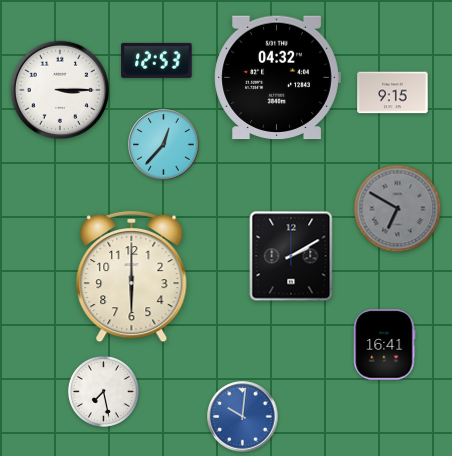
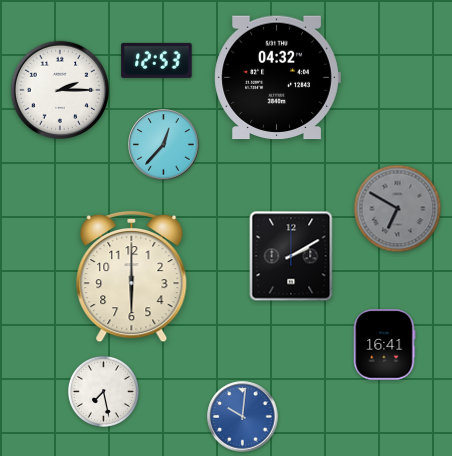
clock at (59, 89): 3:15 -> 2:15
clock at (393, 93): 9:15 -> none
